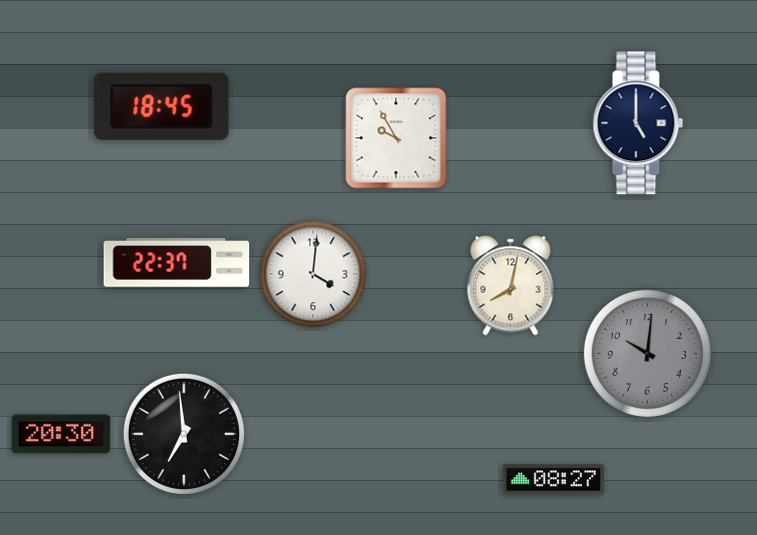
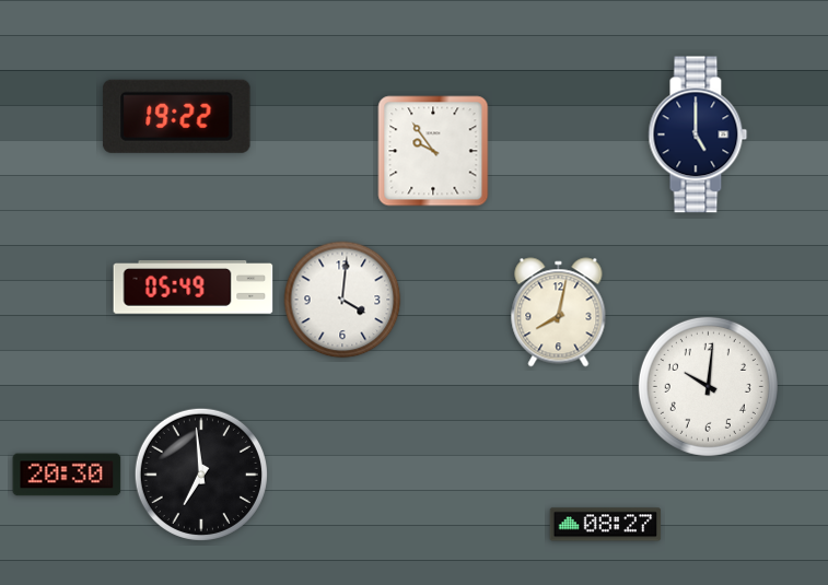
clock at (162, 106): 18:45 -> 19:22
clock at (396, 138): 9:55 -> 9:54
clock at (177, 263): 22:37 -> 05:49
clock at (647, 353) dial: grey -> white
